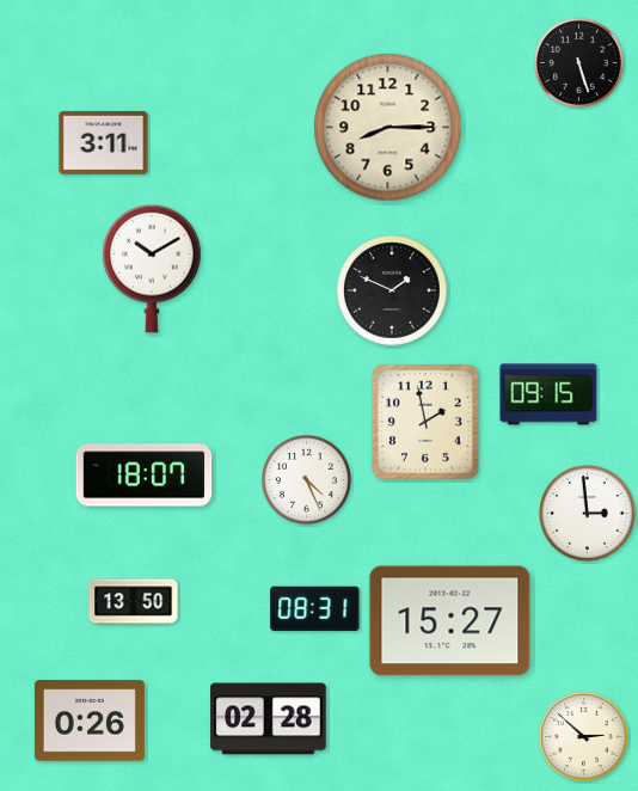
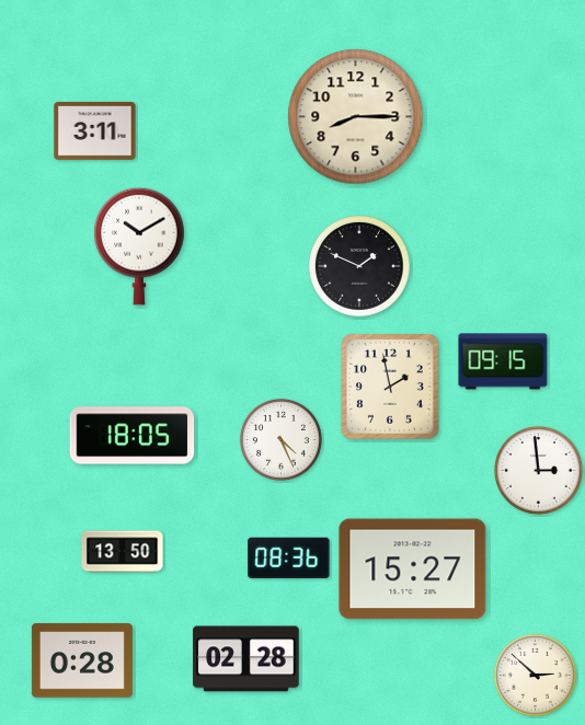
clock at (578, 62): 5:27 -> none
clock at (145, 476): 18:07 -> 18:05
clock at (315, 609): 08:31 -> 08:36
clock at (90, 721): 0:26 -> 0:28
